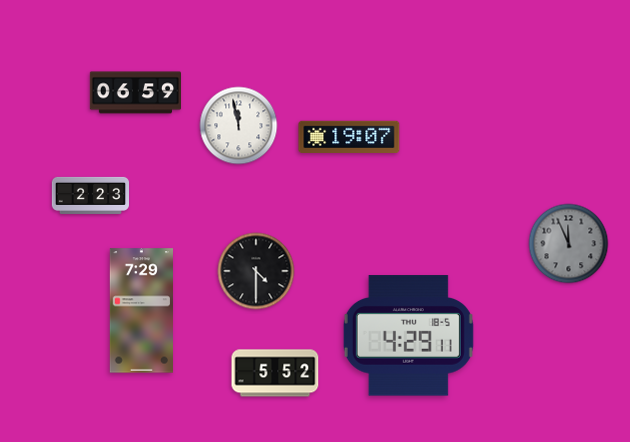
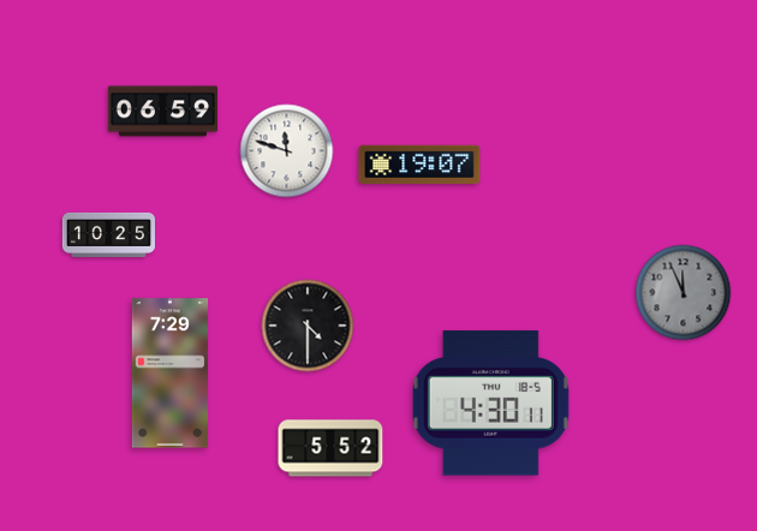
clock at (239, 126): 11:58 -> 11:48
clock at (90, 195): 2:23 -> 10:25
clock at (408, 336): 4:29 -> 4:30
